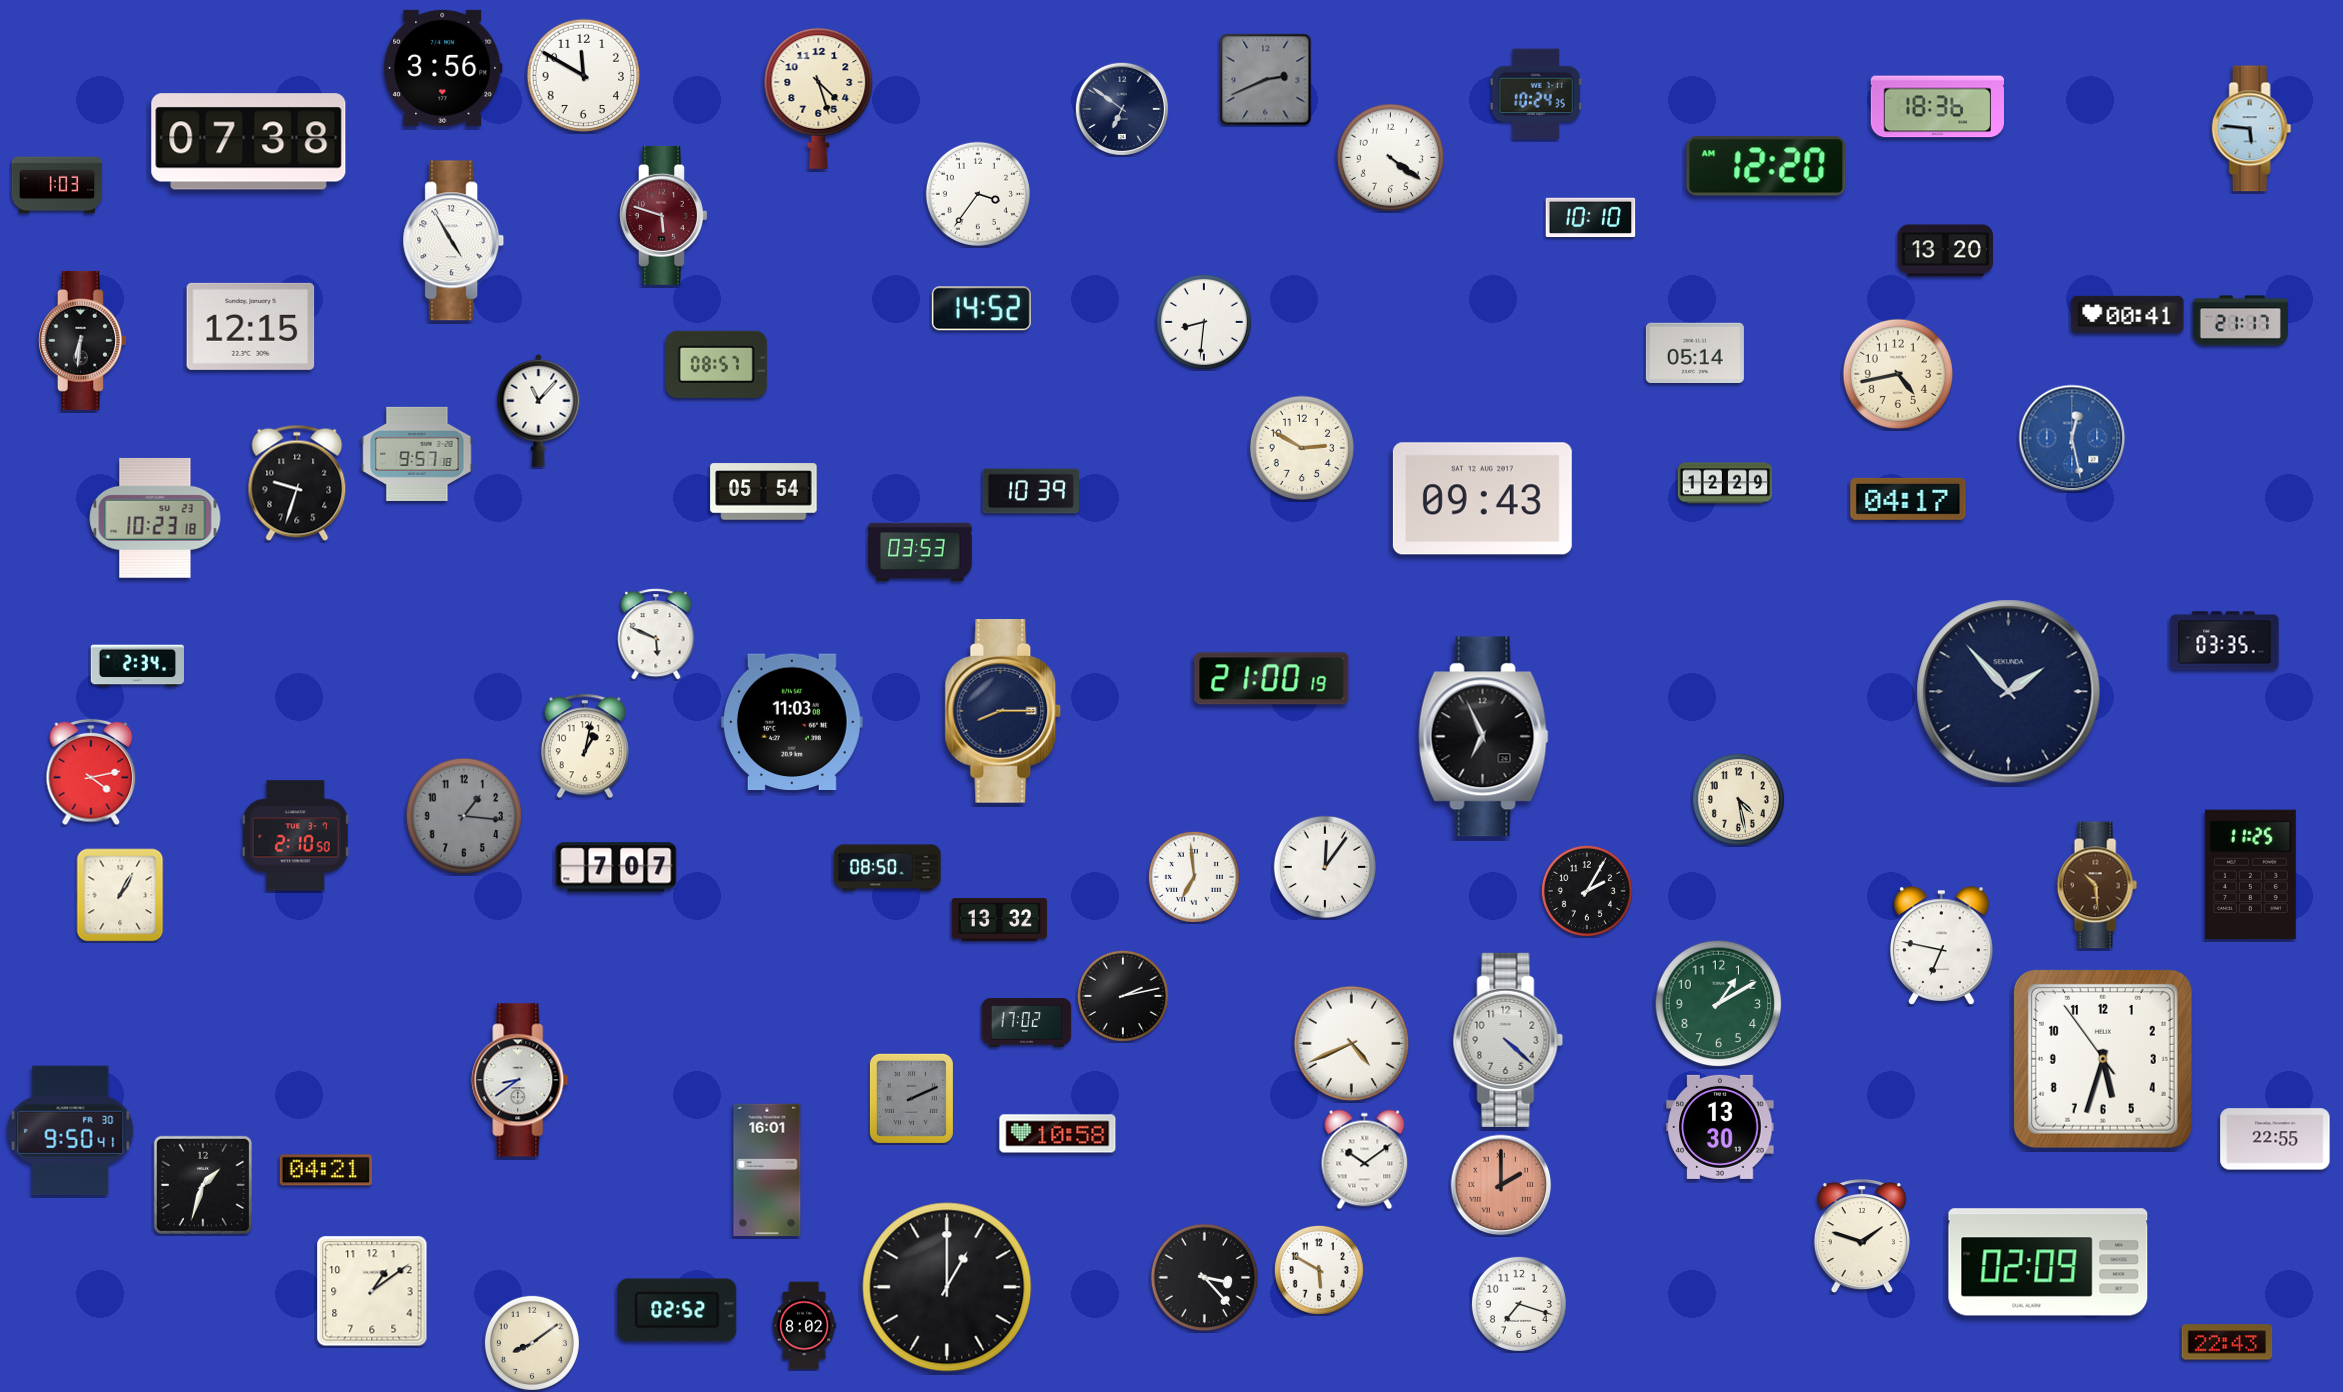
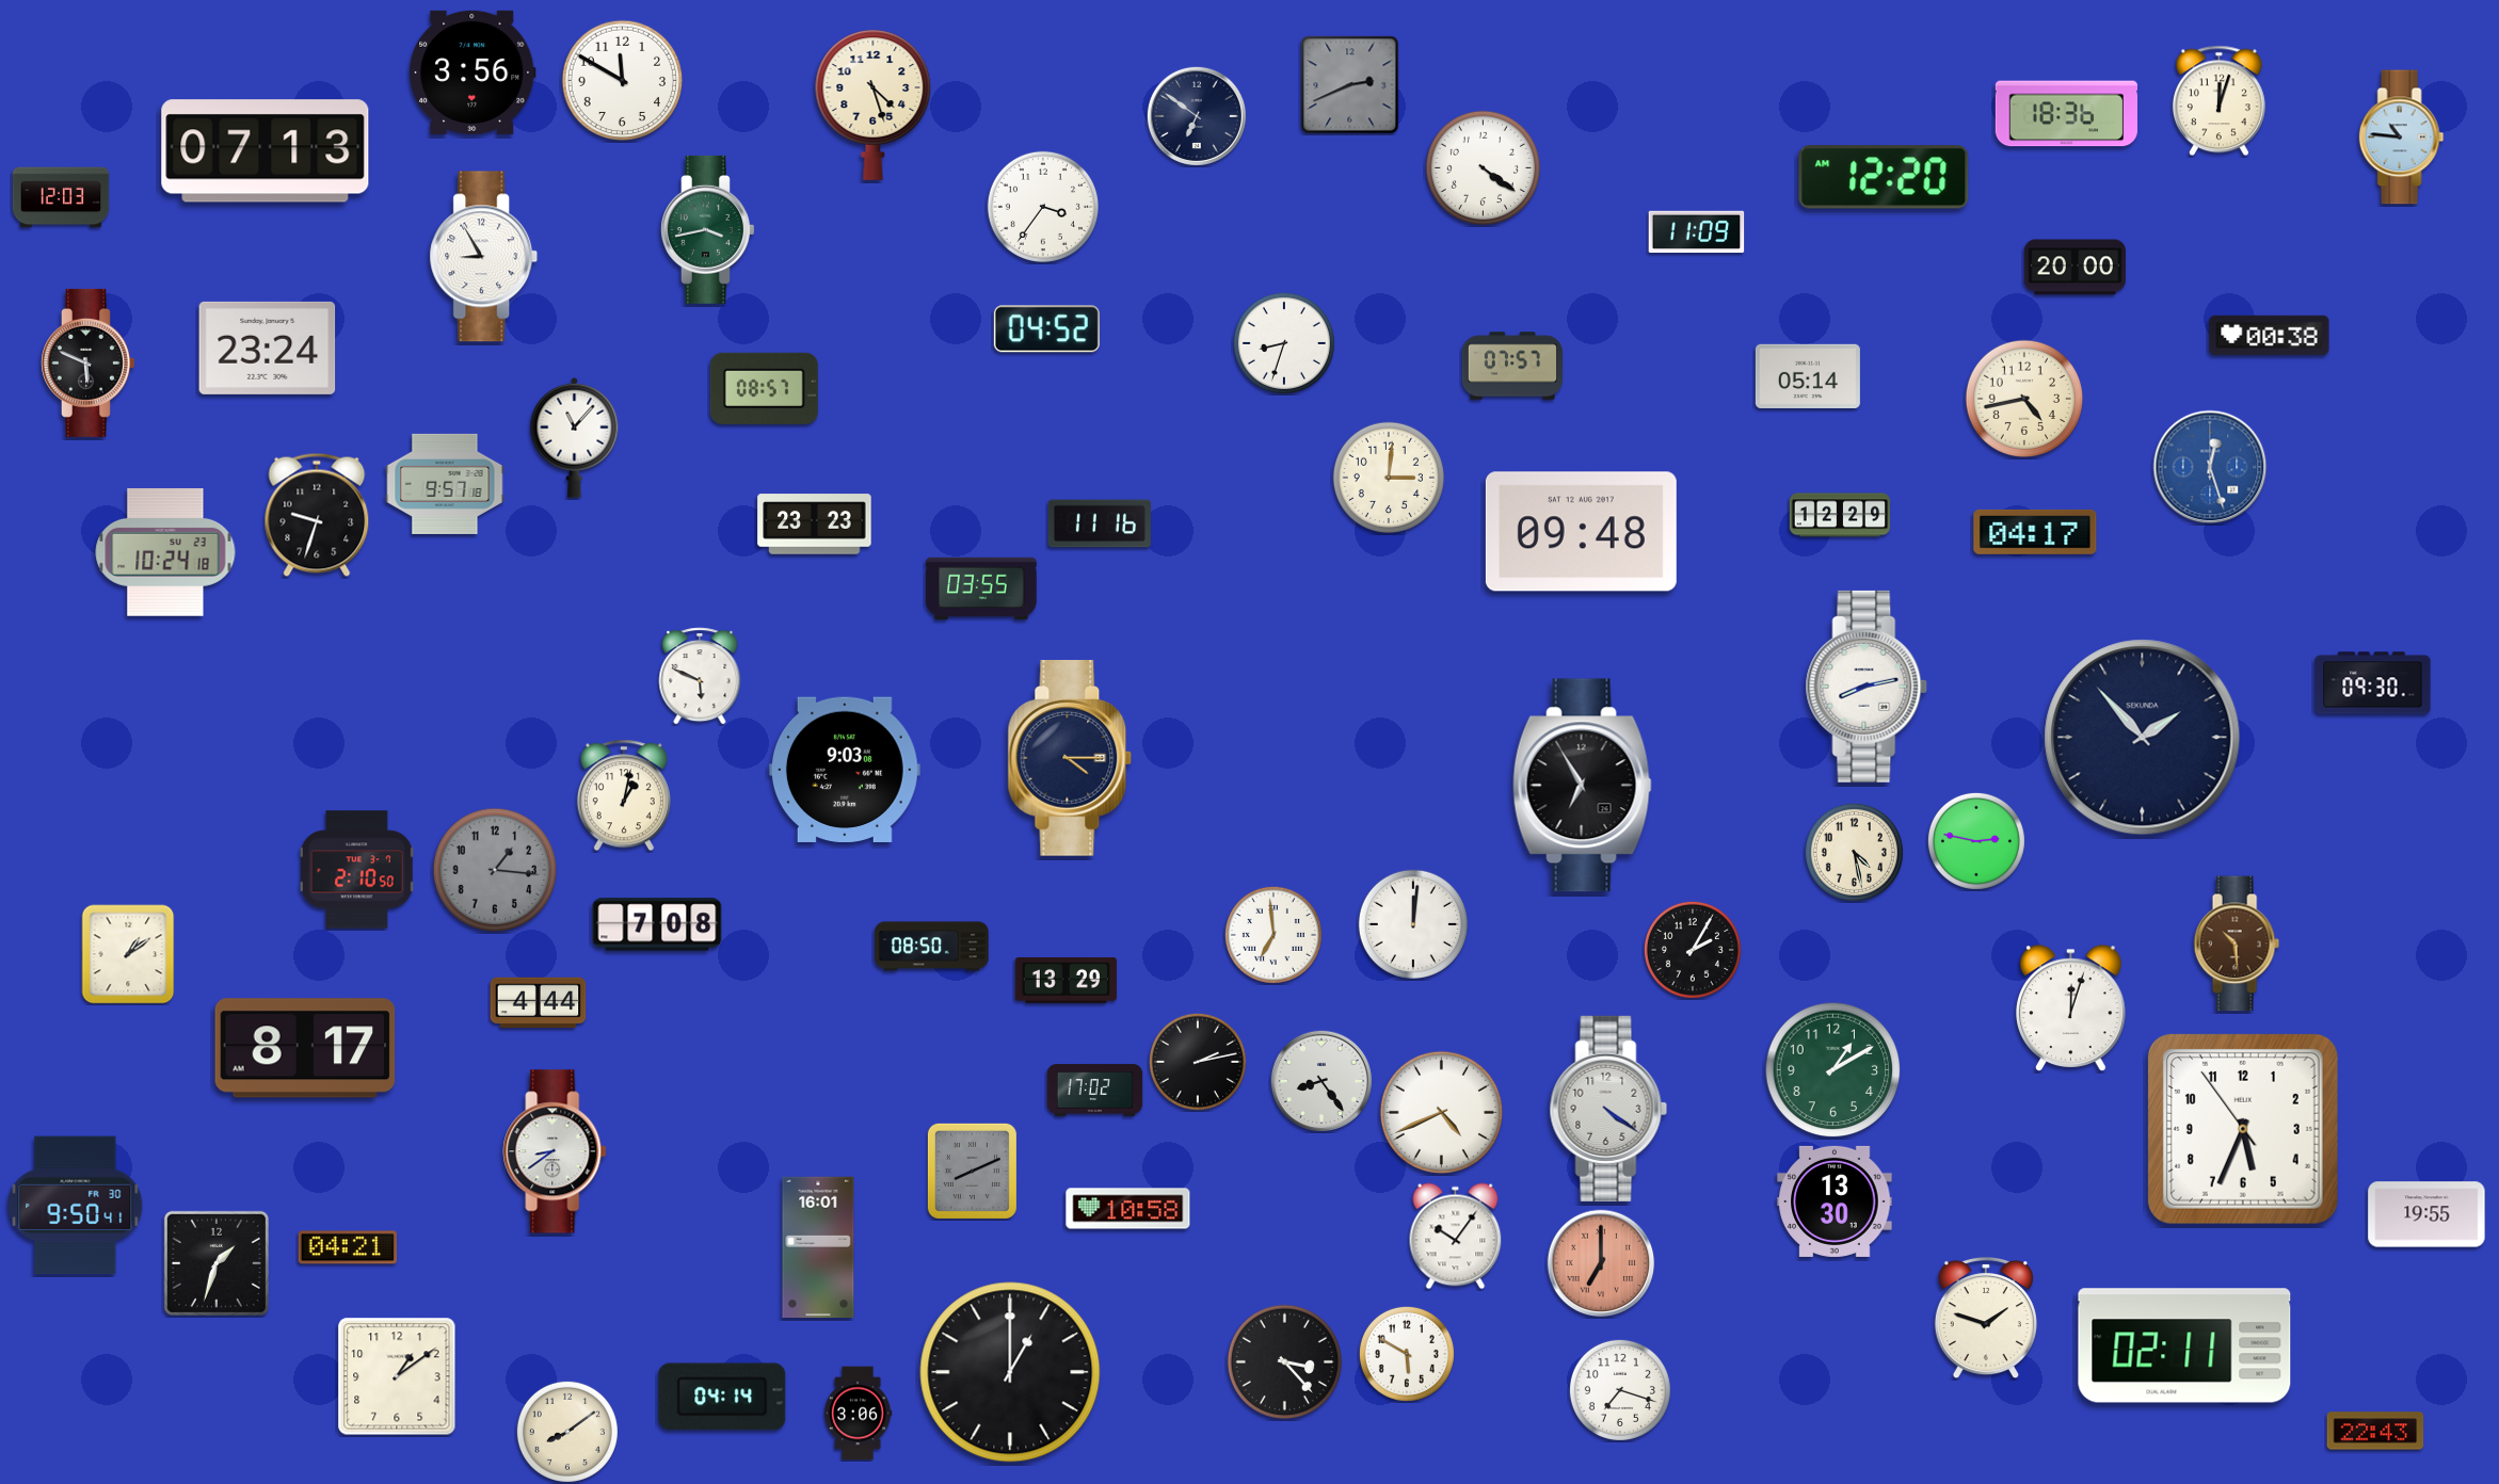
clock at (1536, 94): 10:24 -> none
clock at (2218, 101): none -> 12:03
clock at (2252, 129): 5:46 -> 10:46
clock at (249, 142): 07:38 -> 07:13
clock at (57, 185): 1:03 -> 12:03
clock at (664, 215): 5:48 -> 3:43
clock at (664, 215) dial: burgundy -> green
clock at (1591, 218): 10:10 -> 11:09
clock at (454, 241): 4:55 -> 8:55
clock at (1945, 251): 13:20 -> 20:00
clock at (981, 309): 14:52 -> 04:52
clock at (2128, 314): 00:41 -> 00:38
clock at (2240, 321): 21:17 -> none
clock at (1204, 322): 8:31 -> 8:33
clock at (251, 326): 12:15 -> 23:24
clock at (83, 340): 6:31 -> 5:49
clock at (1512, 366): none -> 07:57
clock at (2072, 438): 12:28 -> 12:27
clock at (1302, 448): 2:50 -> 3:01
clock at (1031, 491): 10:39 -> 11:16
clock at (764, 492): 05:54 -> 23:23
clock at (1482, 499): 09:43 -> 09:48
clock at (155, 518): 10:23 -> 10:24
clock at (920, 552): 03:53 -> 03:55
clock at (2225, 641): 03:35 -> 09:30
clock at (1867, 687): none -> 8:13
clock at (138, 666): 2:34 -> none
clock at (1272, 679): 21:00 -> none
clock at (1003, 712): 8:15 -> 4:15
clock at (792, 721): 11:03 -> 9:03
clock at (1483, 737): 6:56 -> 6:55
clock at (91, 772): 4:13 -> none
clock at (1976, 841): none -> 2:47
clock at (295, 836) position: (295, 836) -> (356, 870)
clock at (616, 867): 7:07 -> 7:08
clock at (1325, 867): 12:06 -> 12:01
clock at (888, 868) position: (888, 868) -> (932, 947)
clock at (2250, 875): 11:25 -> none
clock at (120, 895): 1:05 -> 1:09
clock at (999, 919): 13:32 -> 13:29
clock at (539, 1003): none -> 4:44
clock at (1942, 946): 6:47 -> 12:03
clock at (305, 1048): none -> 8:17
clock at (1320, 1080): none -> 8:24
clock at (1508, 1040): 4:22 -> 4:21
clock at (2103, 1059): 5:32 -> 5:33
clock at (911, 1098): 2:11 -> 8:11
clock at (2275, 1139): 22:55 -> 19:55
clock at (1365, 1160): 10:09 -> 10:06
clock at (1501, 1185): 2:00 -> 7:00
clock at (2048, 1262): 02:09 -> 02:11
clock at (677, 1310): 02:52 -> 04:14
clock at (804, 1326): 8:02 -> 3:06
